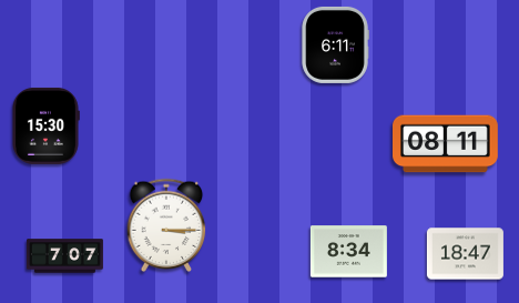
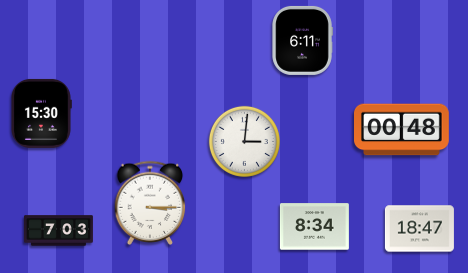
clock at (446, 144): 08:11 -> 00:48
clock at (244, 141): none -> 3:01
clock at (64, 256): 7:07 -> 7:03
